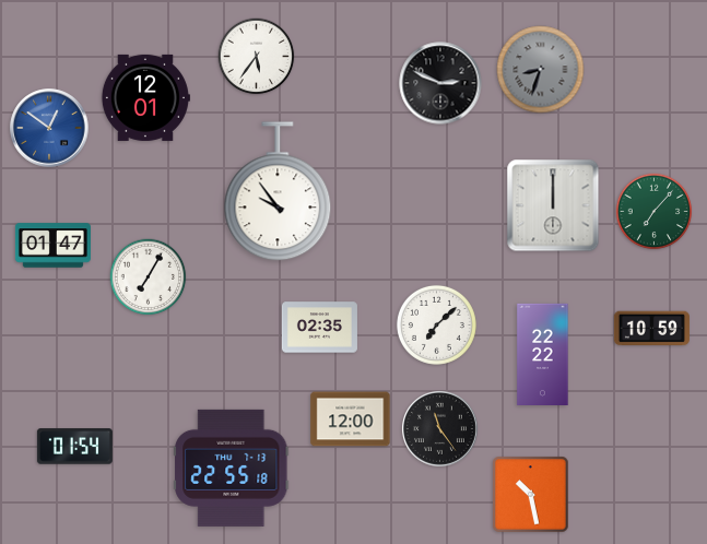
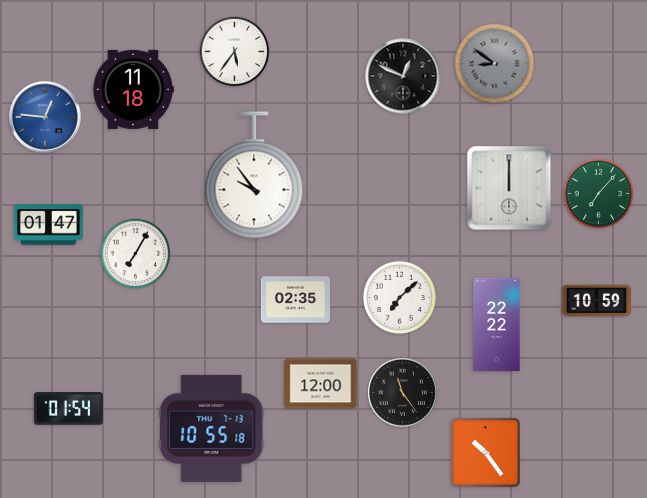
clock at (541, 70): 8:33 -> 8:51
clock at (440, 83): 2:49 -> 12:49
clock at (145, 97): 12:01 -> 11:18
clock at (49, 128): 12:51 -> 12:46
clock at (553, 205) position: (553, 205) -> (509, 188)
clock at (319, 328) position: (319, 328) -> (295, 300)
clock at (232, 468): 22:55 -> 10:55
clock at (531, 495): 10:28 -> 10:24
